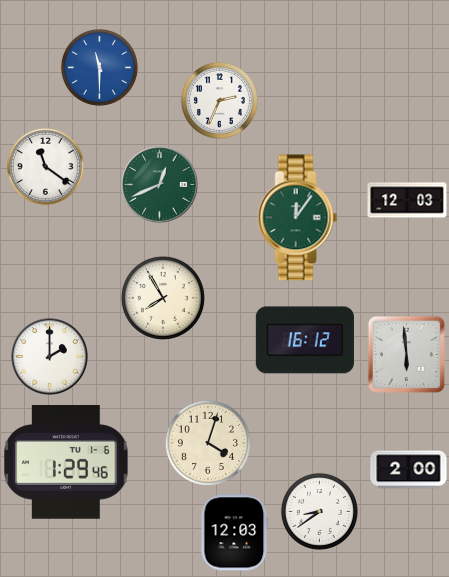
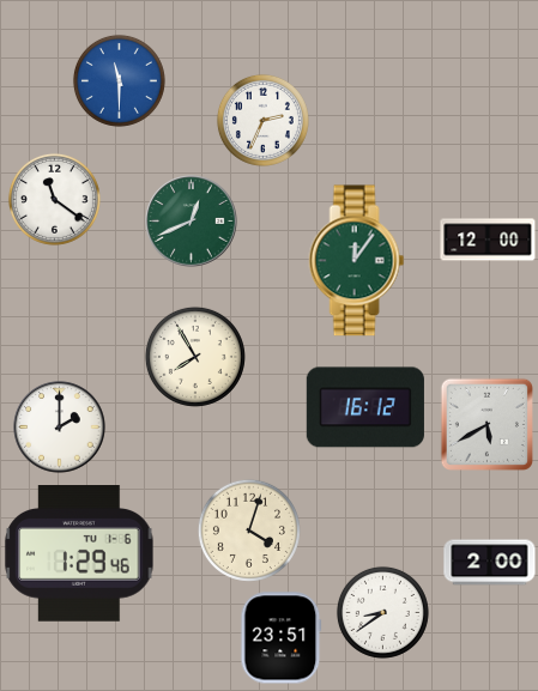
clock at (407, 200): 12:03 -> 12:00
clock at (406, 354): 5:59 -> 5:40
clock at (235, 533): 12:03 -> 23:51
